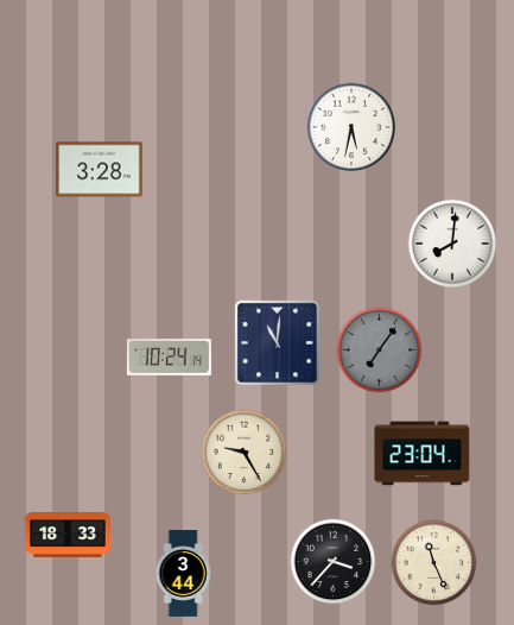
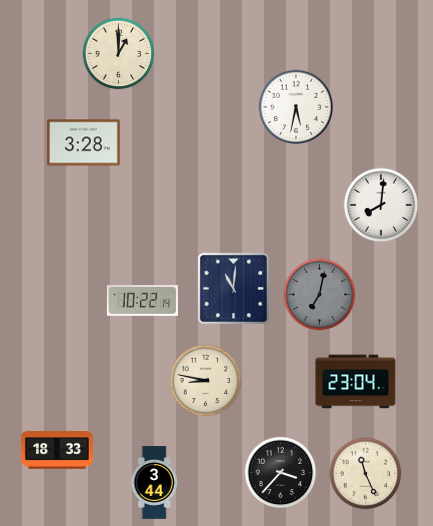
clock at (119, 54): none -> 1:00
clock at (380, 351): 7:06 -> 7:02
clock at (169, 358): 10:24 -> 10:22
clock at (245, 453): 9:25 -> 8:47
